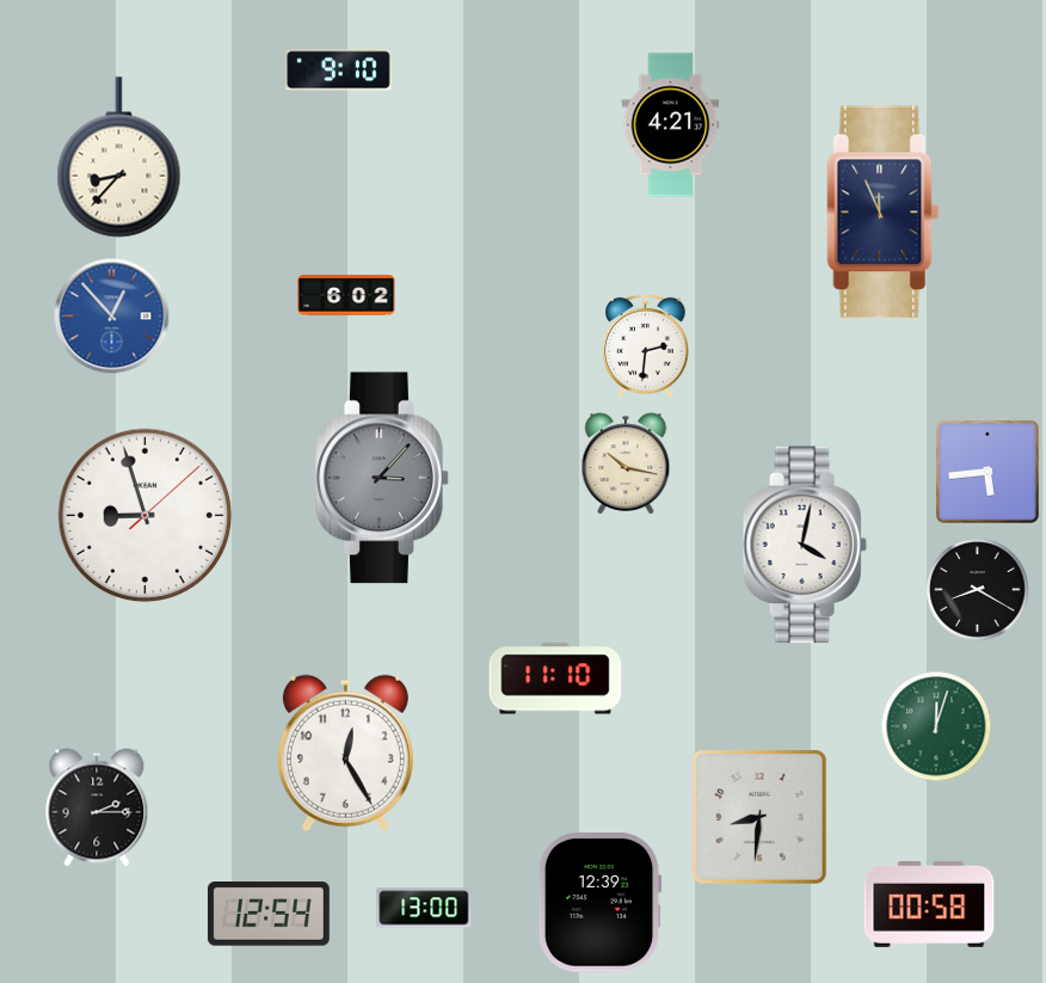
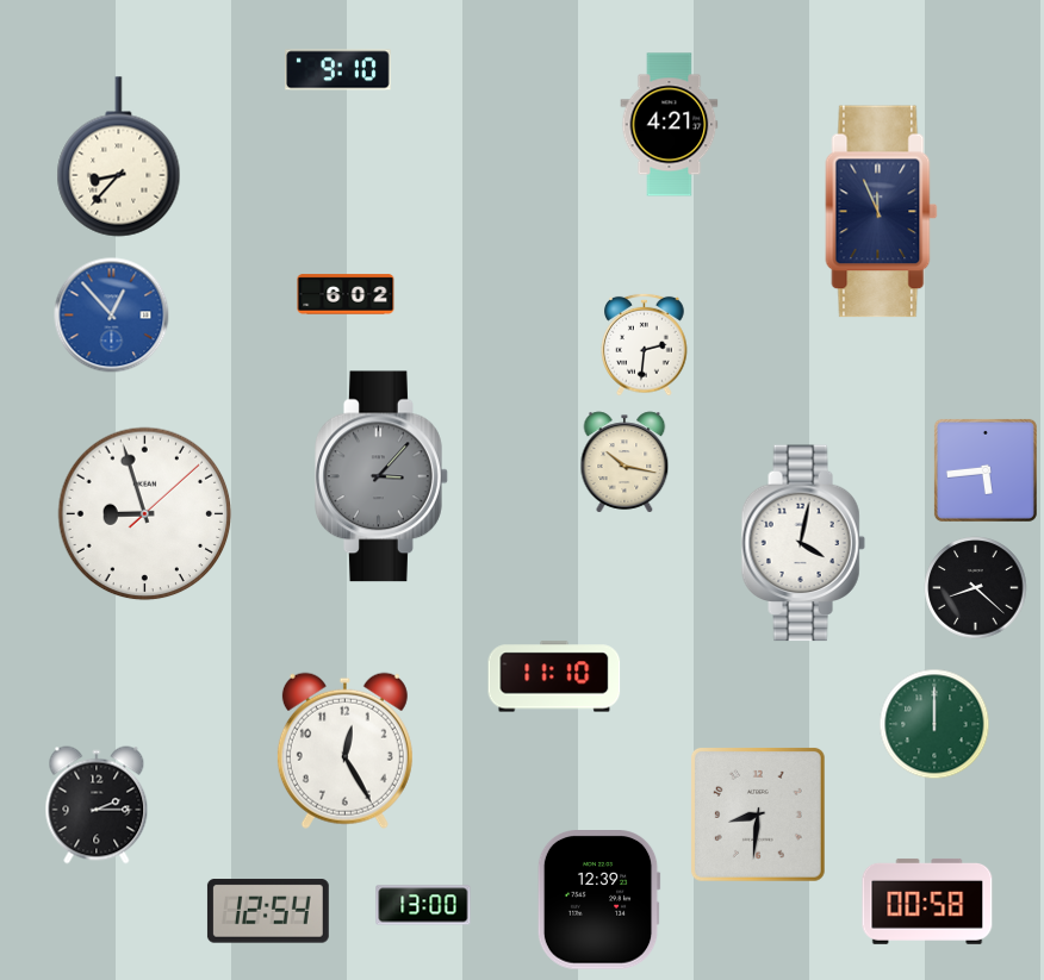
clock at (978, 590): 8:20 -> 8:22
clock at (936, 726): 12:03 -> 12:00
